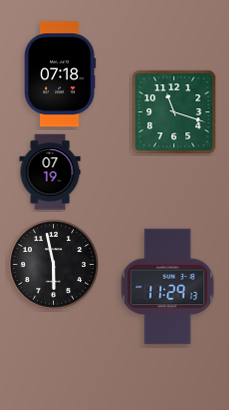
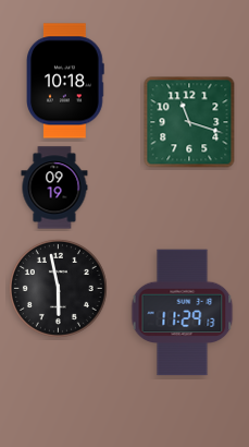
clock at (61, 74): 07:18 -> 10:18
clock at (50, 172): 07:19 -> 09:19
